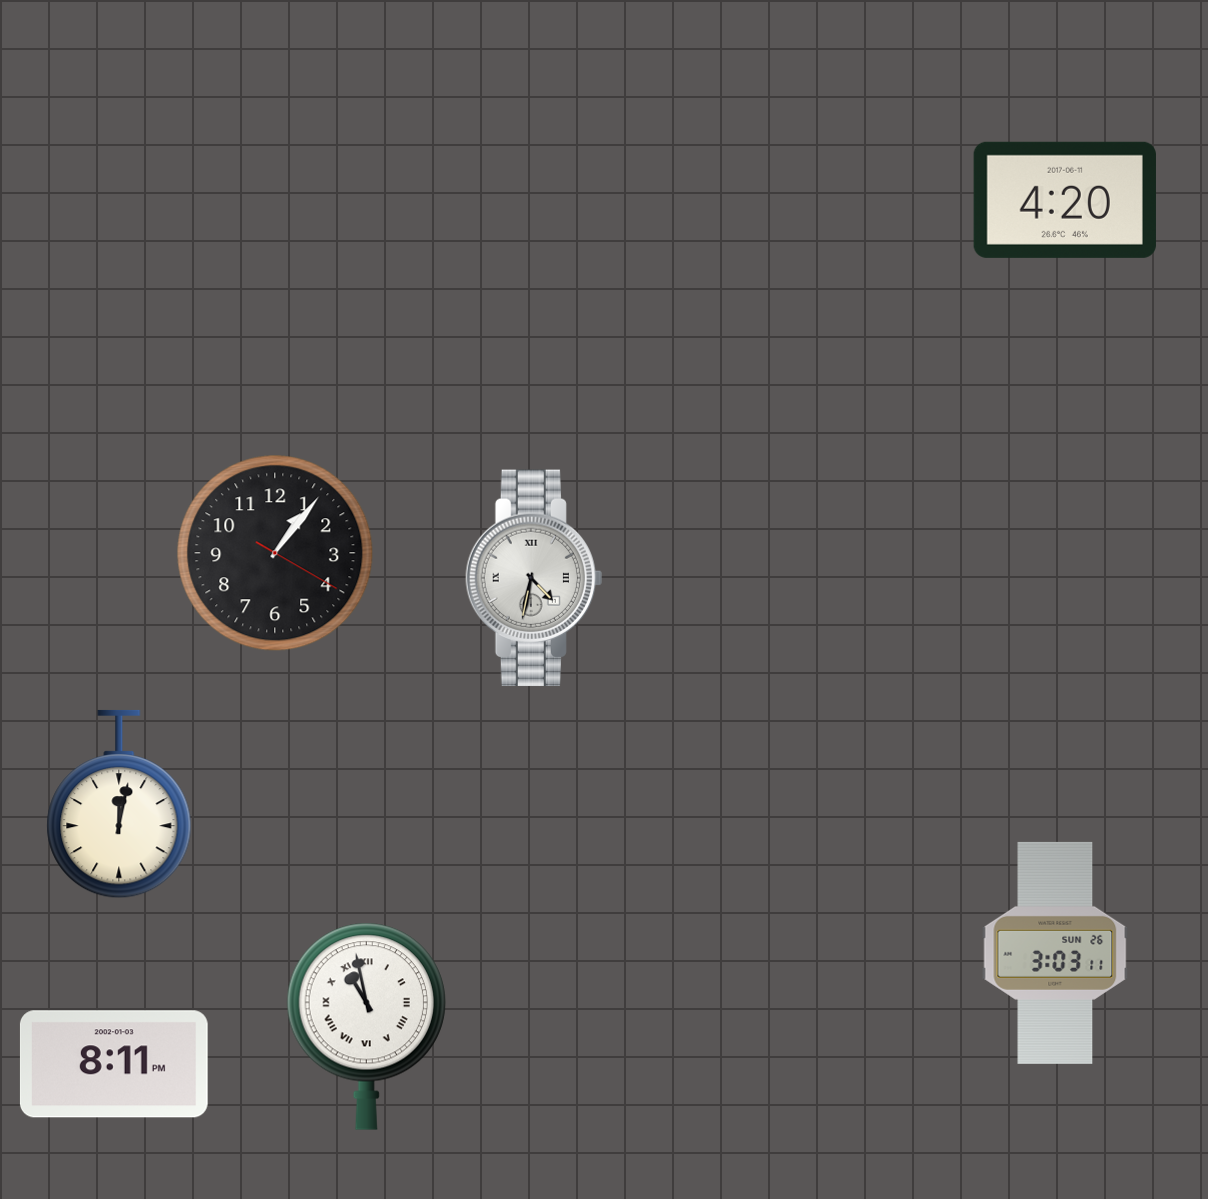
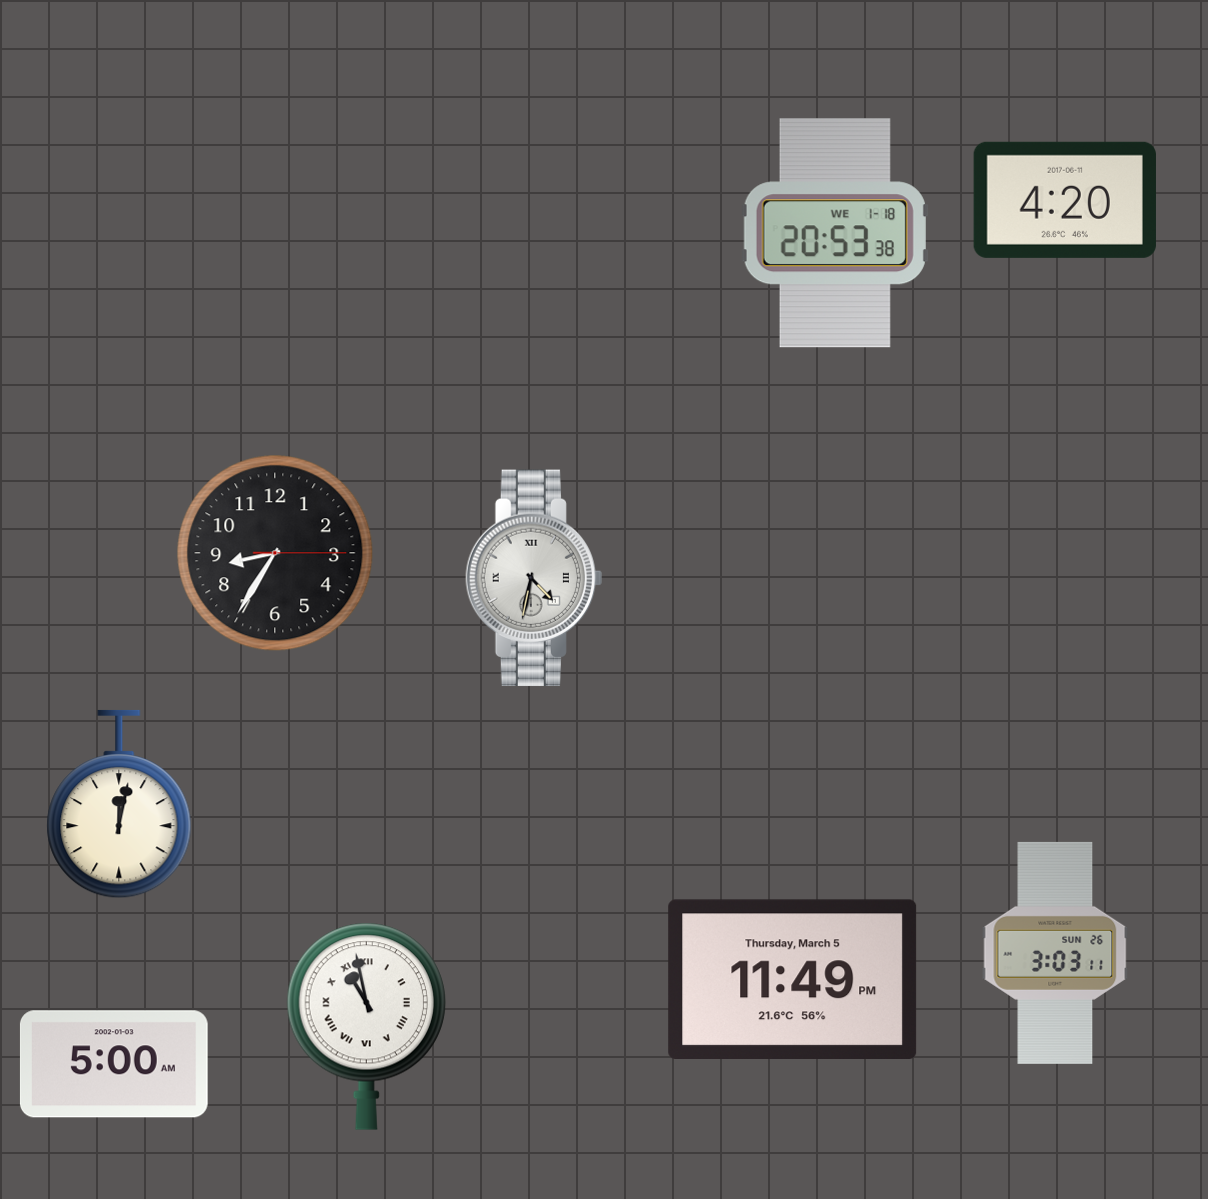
clock at (835, 233): none -> 20:53
clock at (275, 553): 1:06 -> 8:35
clock at (793, 979): none -> 11:49
clock at (114, 1064): 8:11 -> 5:00
